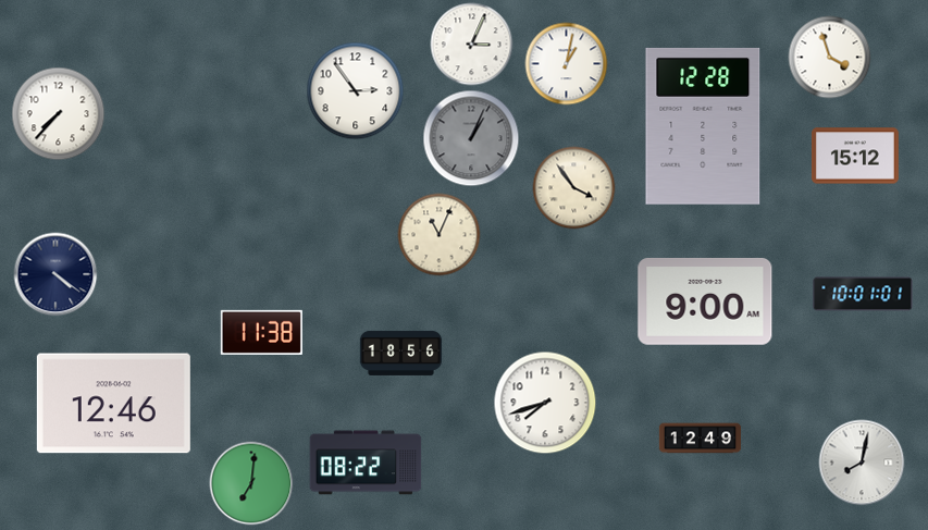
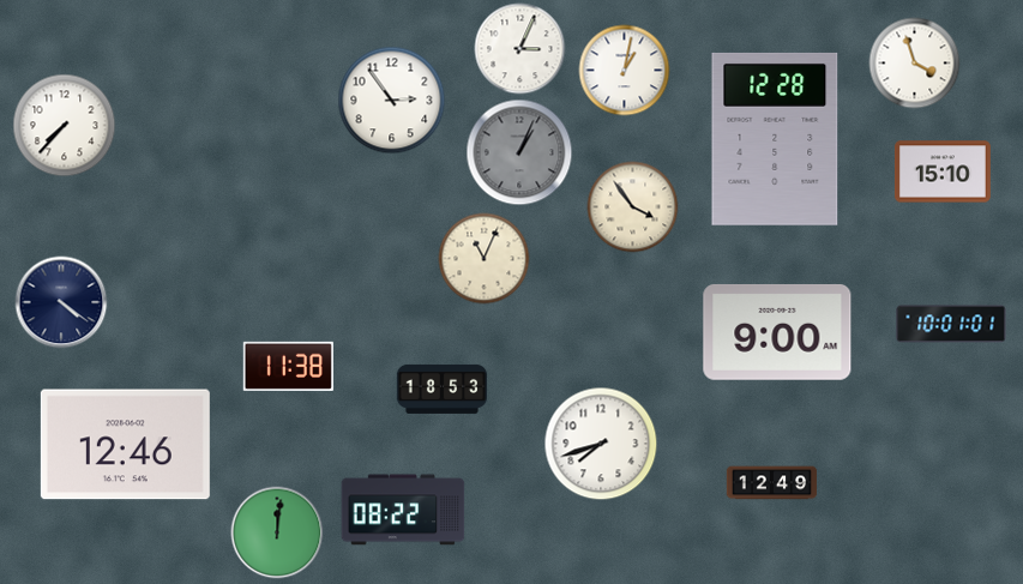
clock at (855, 156): 15:12 -> 15:10
clock at (401, 353): 18:56 -> 18:53
clock at (862, 463): 8:02 -> none
clock at (251, 483): 7:01 -> 12:01
